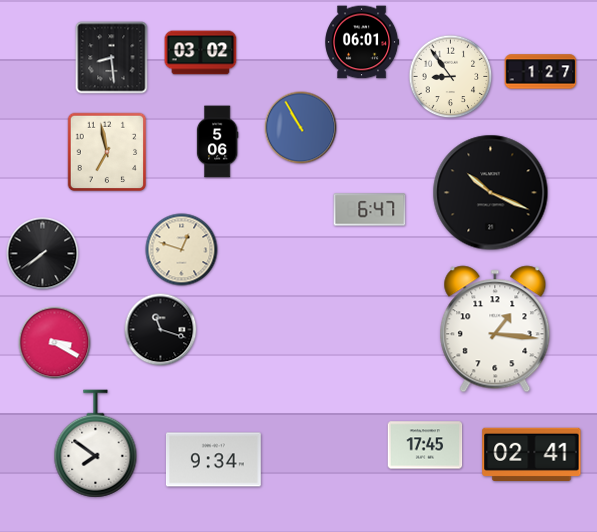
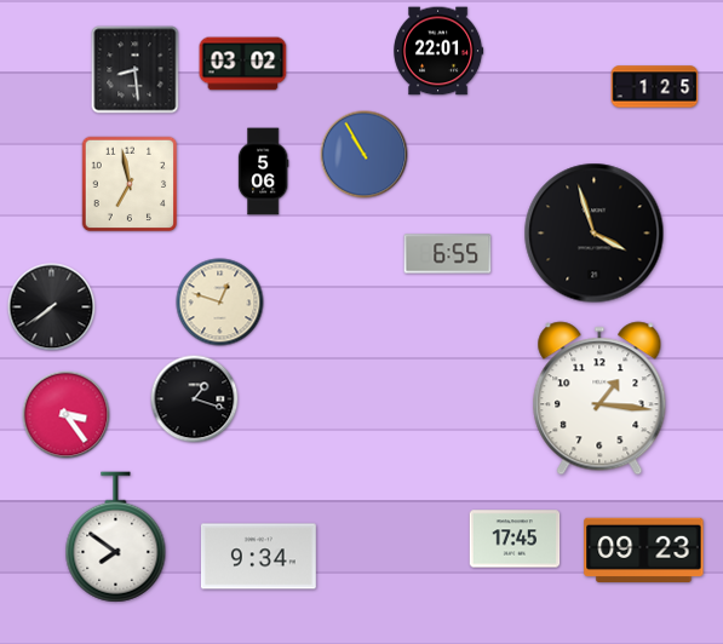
clock at (363, 42): 06:01 -> 22:01
clock at (541, 72): 1:27 -> 1:25
clock at (451, 77): 8:54 -> none
clock at (491, 193): 10:19 -> 3:57
clock at (370, 210): 6:47 -> 6:55
clock at (161, 330): 11:18 -> 1:18
clock at (55, 343): 3:20 -> 3:24
clock at (532, 454): 02:41 -> 09:23
